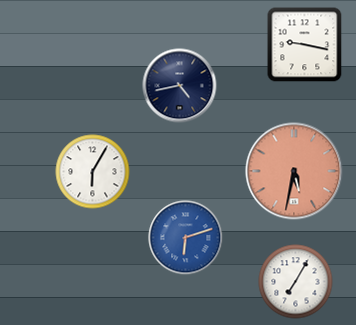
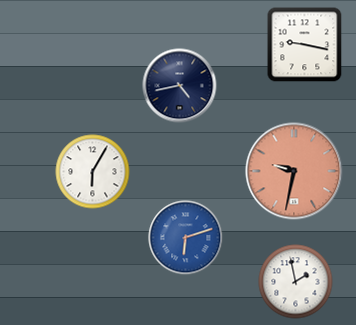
clock at (294, 171): 5:32 -> 9:32
clock at (296, 282): 7:05 -> 1:58
